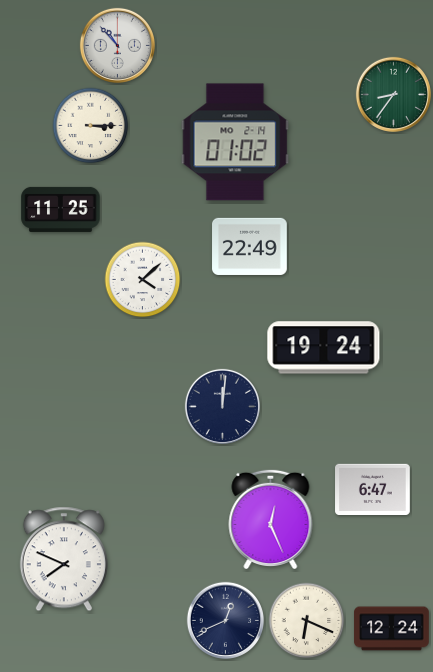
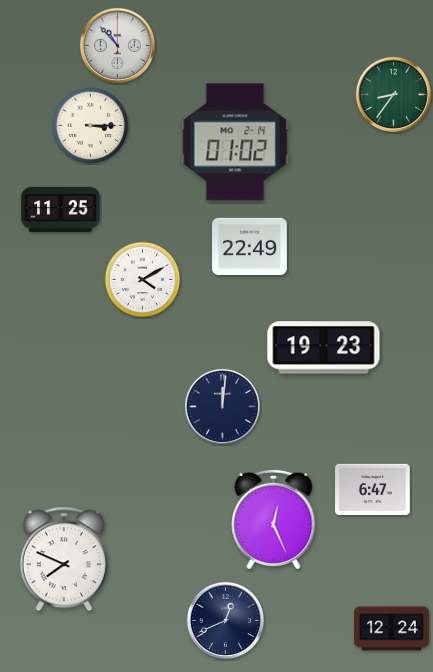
clock at (143, 280): 4:08 -> 4:10
clock at (324, 348): 19:24 -> 19:23
clock at (271, 518) position: (271, 518) -> (274, 518)
clock at (307, 621): 6:19 -> none
